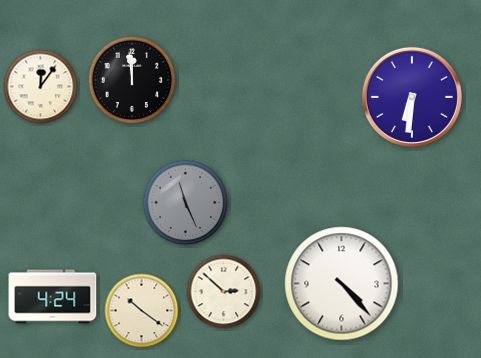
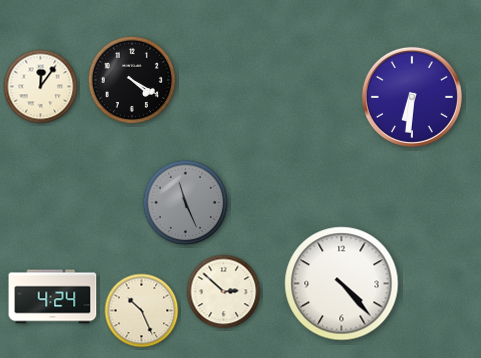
clock at (132, 80): 11:59 -> 4:20
clock at (142, 311): 10:21 -> 10:26
